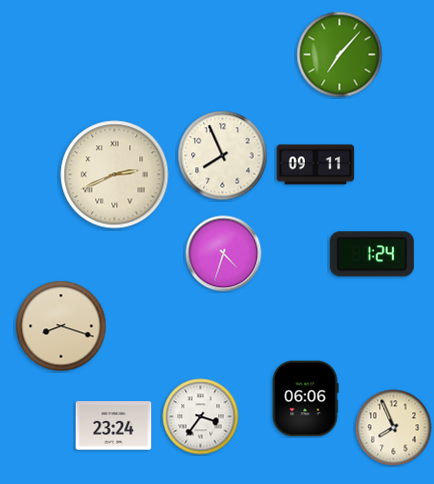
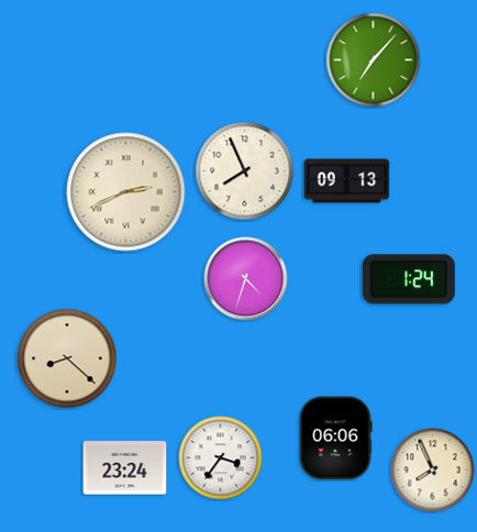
clock at (316, 165): 09:11 -> 09:13
clock at (61, 326): 8:18 -> 8:22
